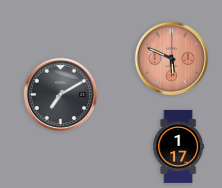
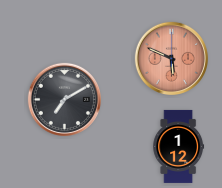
clock at (60, 94) position: (60, 94) -> (64, 99)
clock at (178, 146): 1:17 -> 1:12
